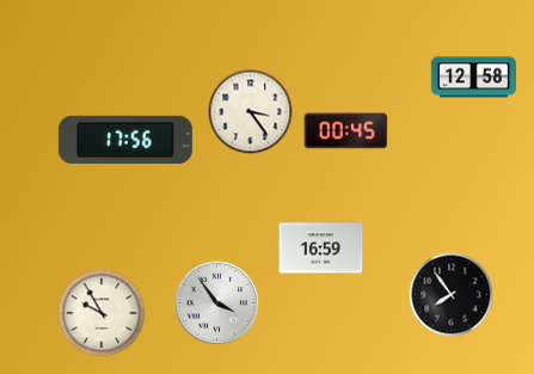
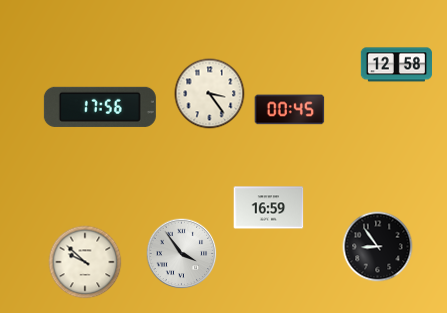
clock at (125, 140) position: (125, 140) -> (100, 107)
clock at (452, 295): 7:54 -> 8:54
clock at (102, 313): 9:55 -> 9:52
